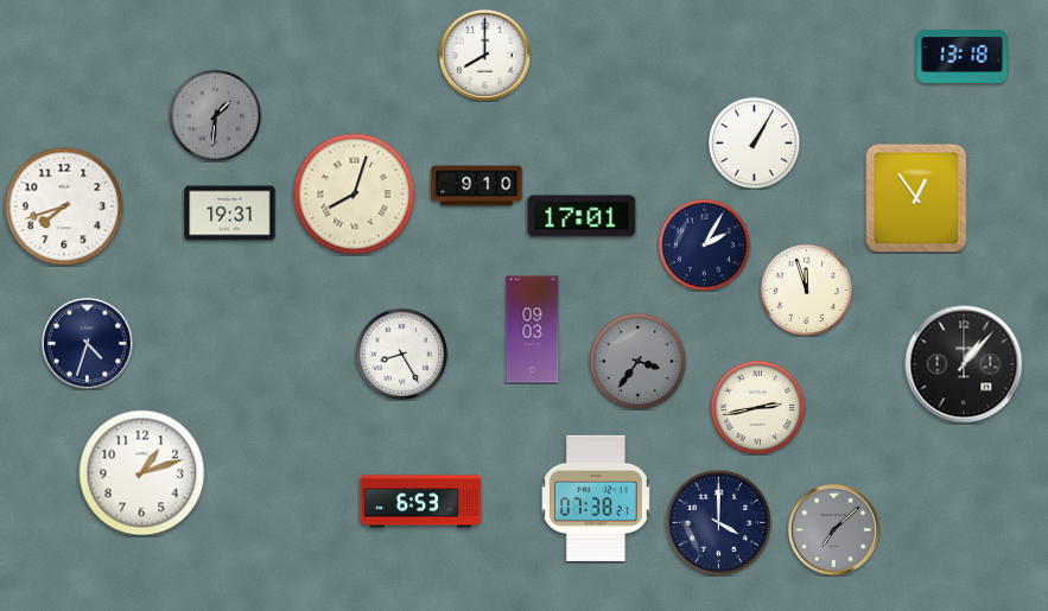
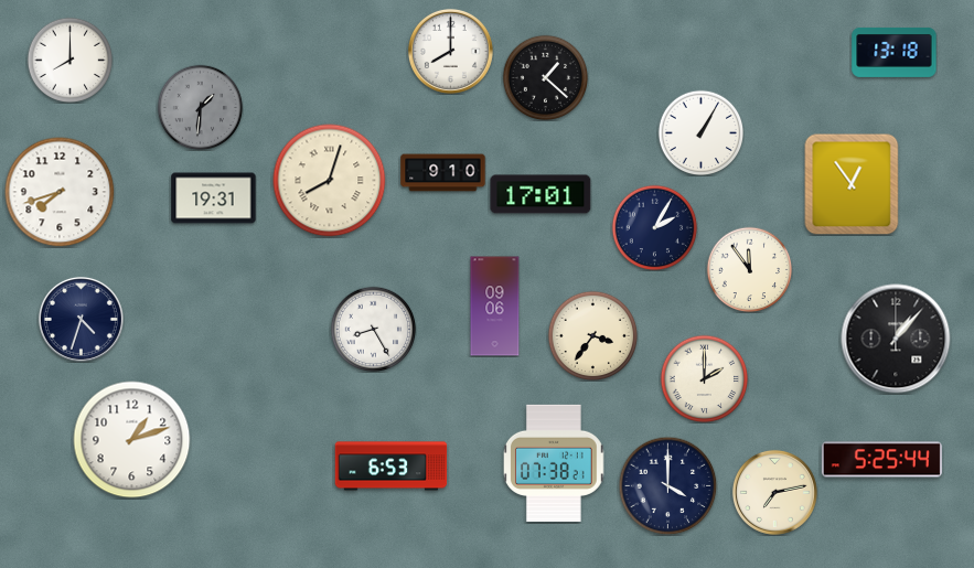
clock at (69, 60): none -> 8:00
clock at (545, 77): none -> 1:22
clock at (582, 216) position: (582, 216) -> (540, 194)
clock at (806, 289): 11:57 -> 11:54
clock at (533, 330): 09:03 -> 09:06
clock at (637, 361) dial: grey -> cream
clock at (757, 407): 2:43 -> 2:00
clock at (881, 460): none -> 5:25
clock at (833, 529): 7:08 -> 7:13
clock at (833, 529) dial: grey -> cream
